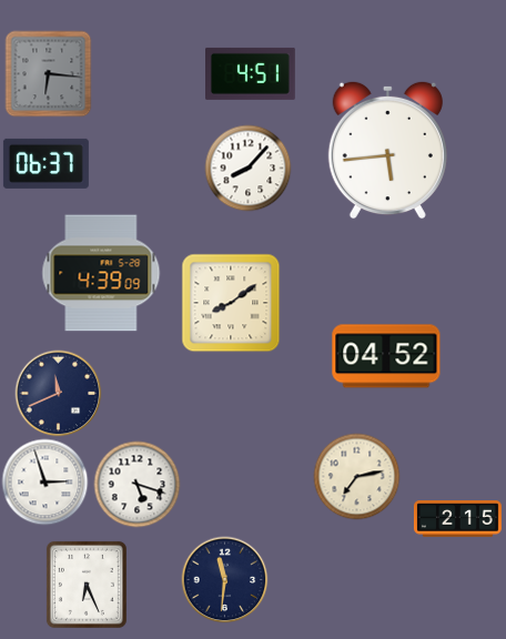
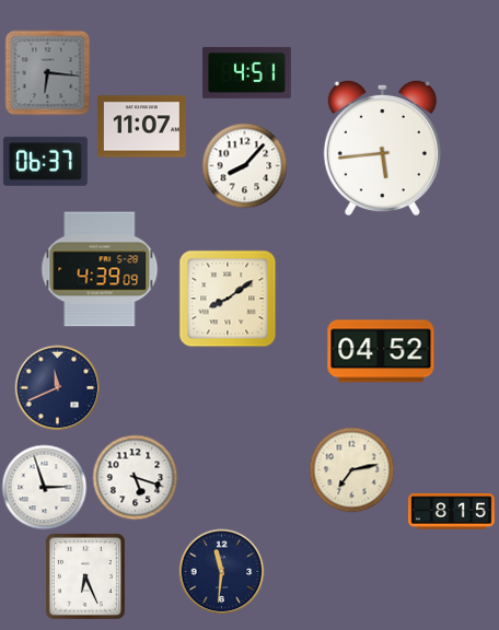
clock at (142, 127): none -> 11:07
clock at (44, 481) position: (44, 481) -> (44, 487)
clock at (457, 519): 2:15 -> 8:15
